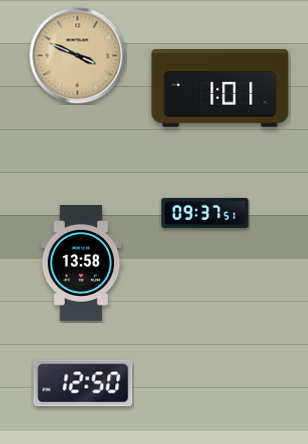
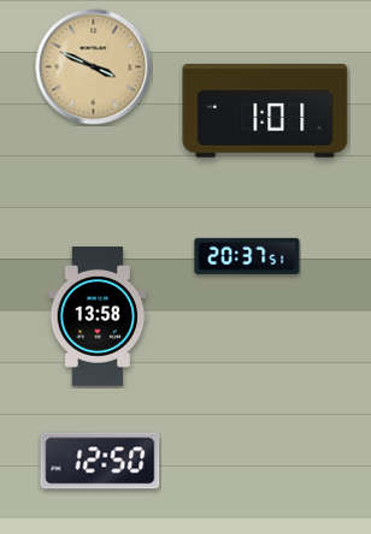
clock at (220, 88) position: (220, 88) -> (265, 111)
clock at (205, 213): 09:37 -> 20:37
